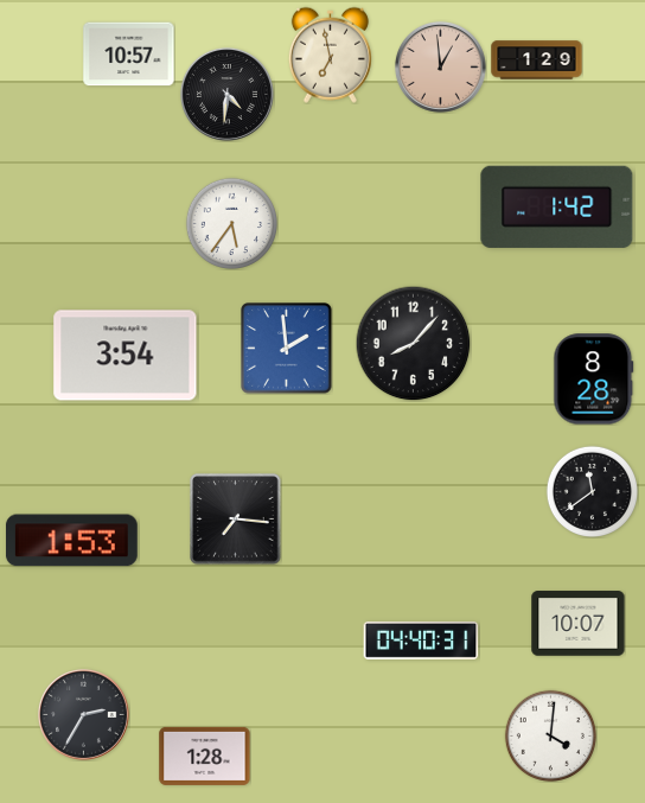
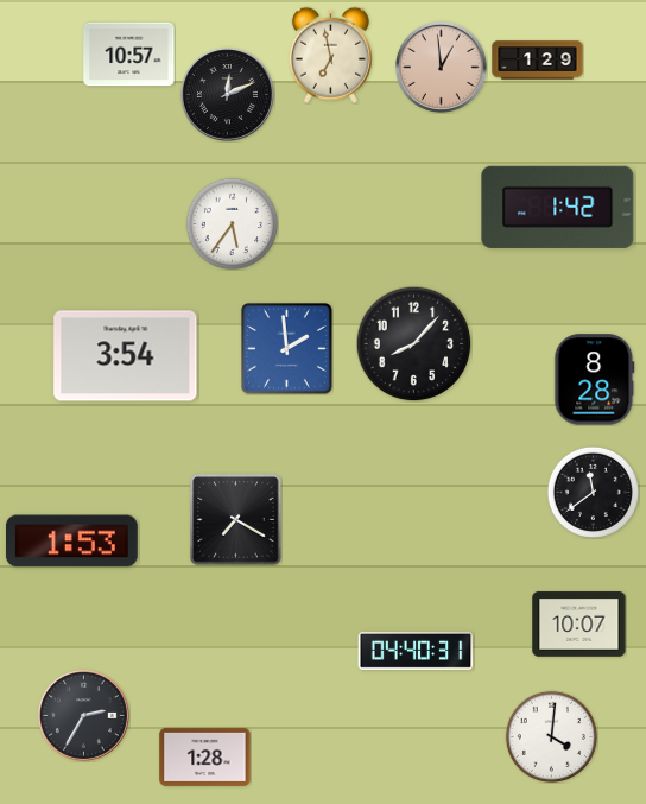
clock at (226, 94): 4:31 -> 12:11
clock at (236, 520): 7:16 -> 7:20
clock at (421, 641) position: (421, 641) -> (416, 651)
